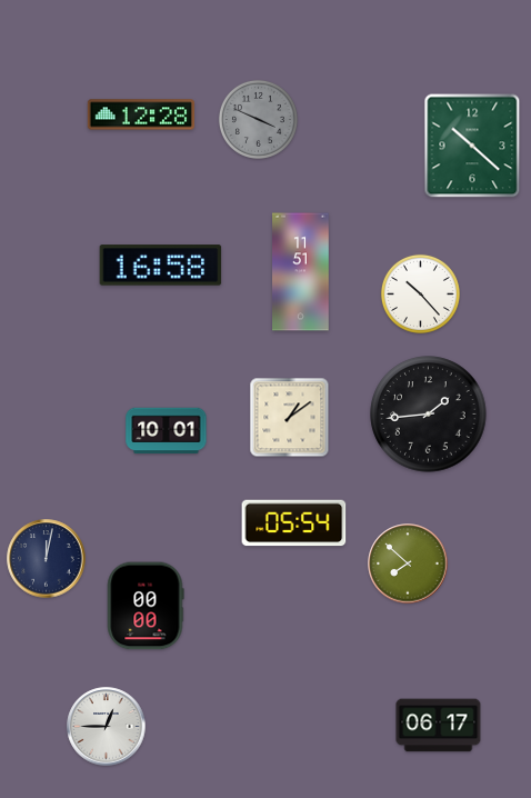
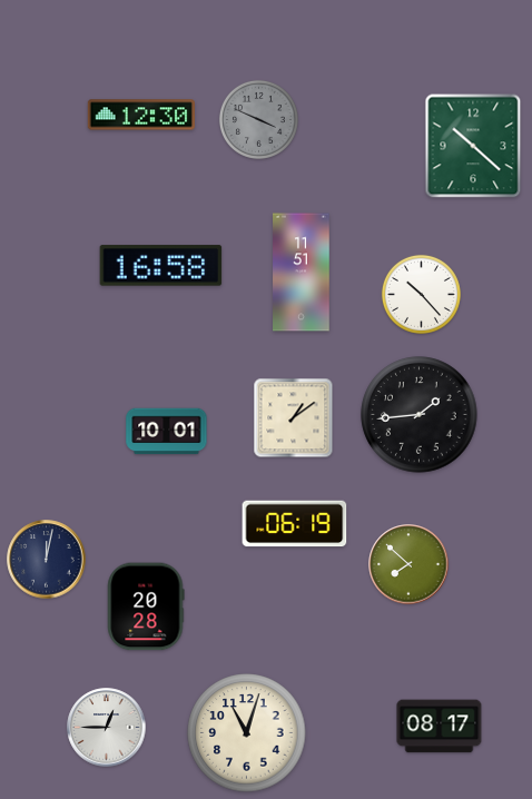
clock at (140, 114): 12:28 -> 12:30
clock at (429, 415) position: (429, 415) -> (420, 415)
clock at (290, 418) position: (290, 418) -> (294, 418)
clock at (294, 523): 05:54 -> 06:19
clock at (146, 606): 00:00 -> 20:28
clock at (439, 726): 06:17 -> 08:17
clock at (247, 733): none -> 11:03
